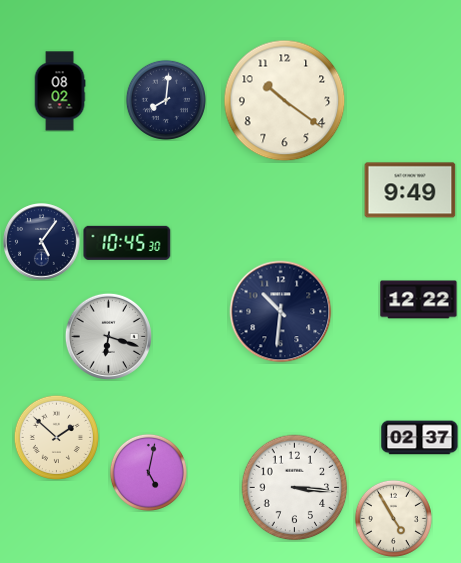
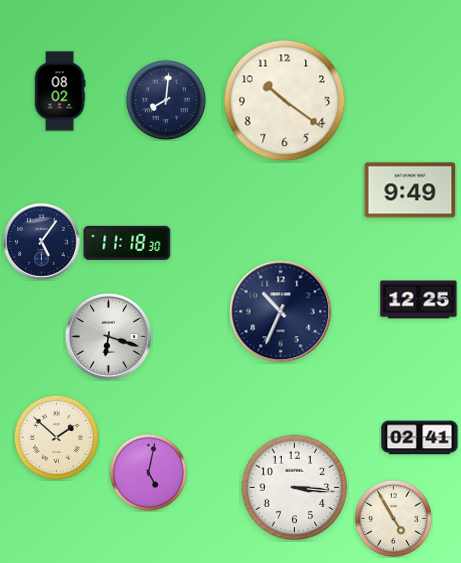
clock at (127, 243): 10:45 -> 11:18
clock at (419, 300): 12:22 -> 12:25
clock at (281, 312): 10:31 -> 10:34
clock at (420, 438): 02:37 -> 02:41
